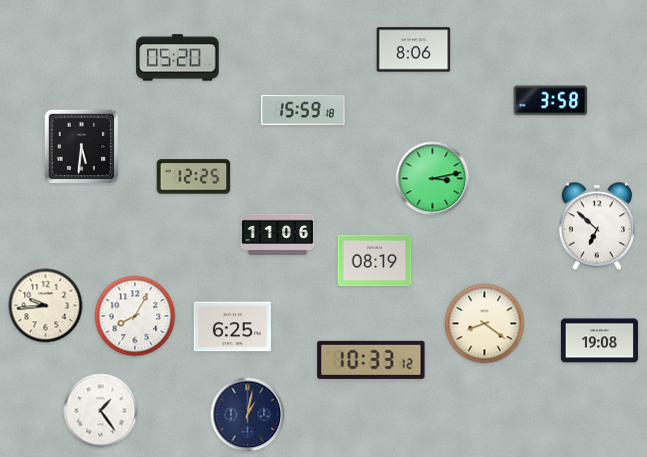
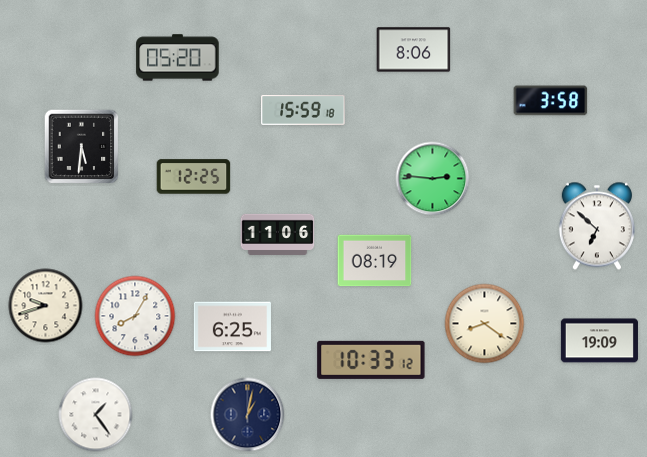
clock at (433, 179): 3:13 -> 2:46
clock at (46, 306): 9:44 -> 9:42
clock at (599, 341): 19:08 -> 19:09
clock at (101, 411) position: (101, 411) -> (96, 415)
